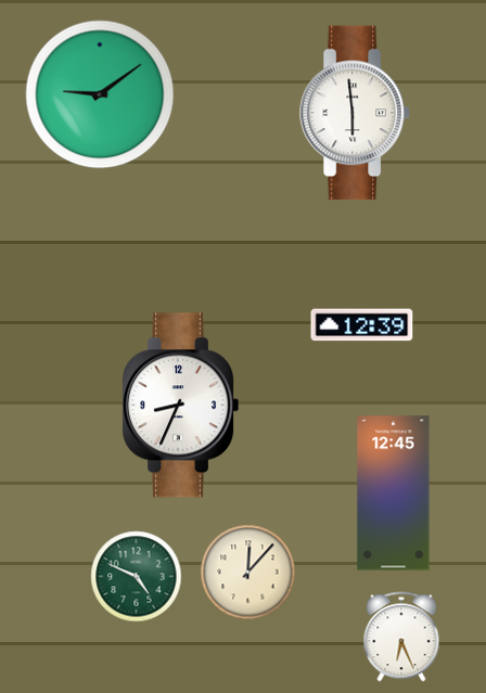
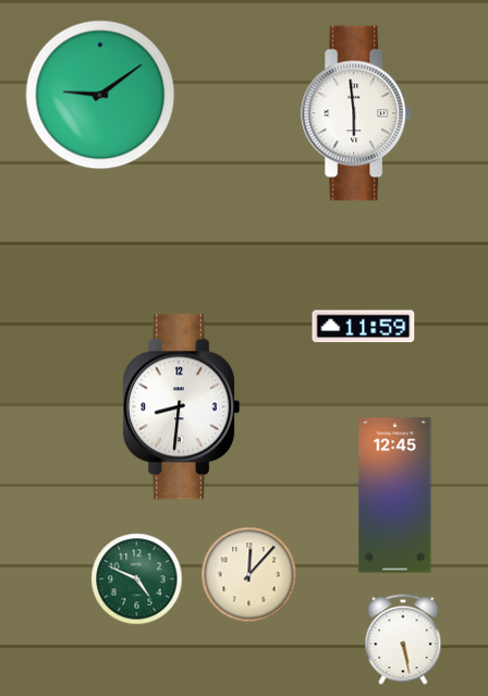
clock at (362, 325): 12:39 -> 11:59
clock at (181, 406): 8:34 -> 8:31
clock at (401, 637): 6:26 -> 5:28
